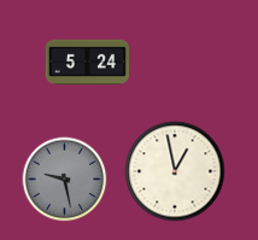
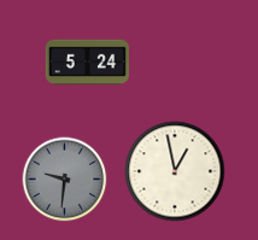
clock at (65, 180): 9:28 -> 9:31
